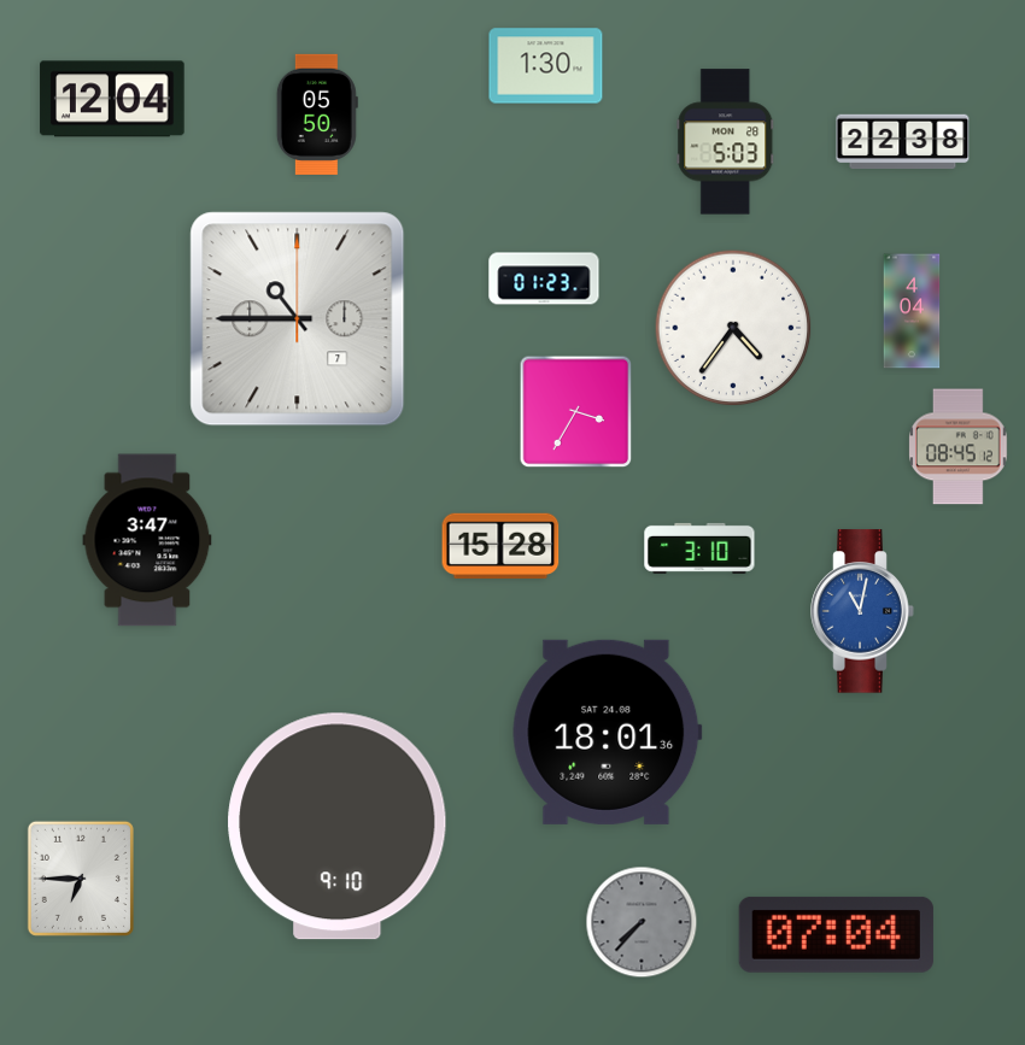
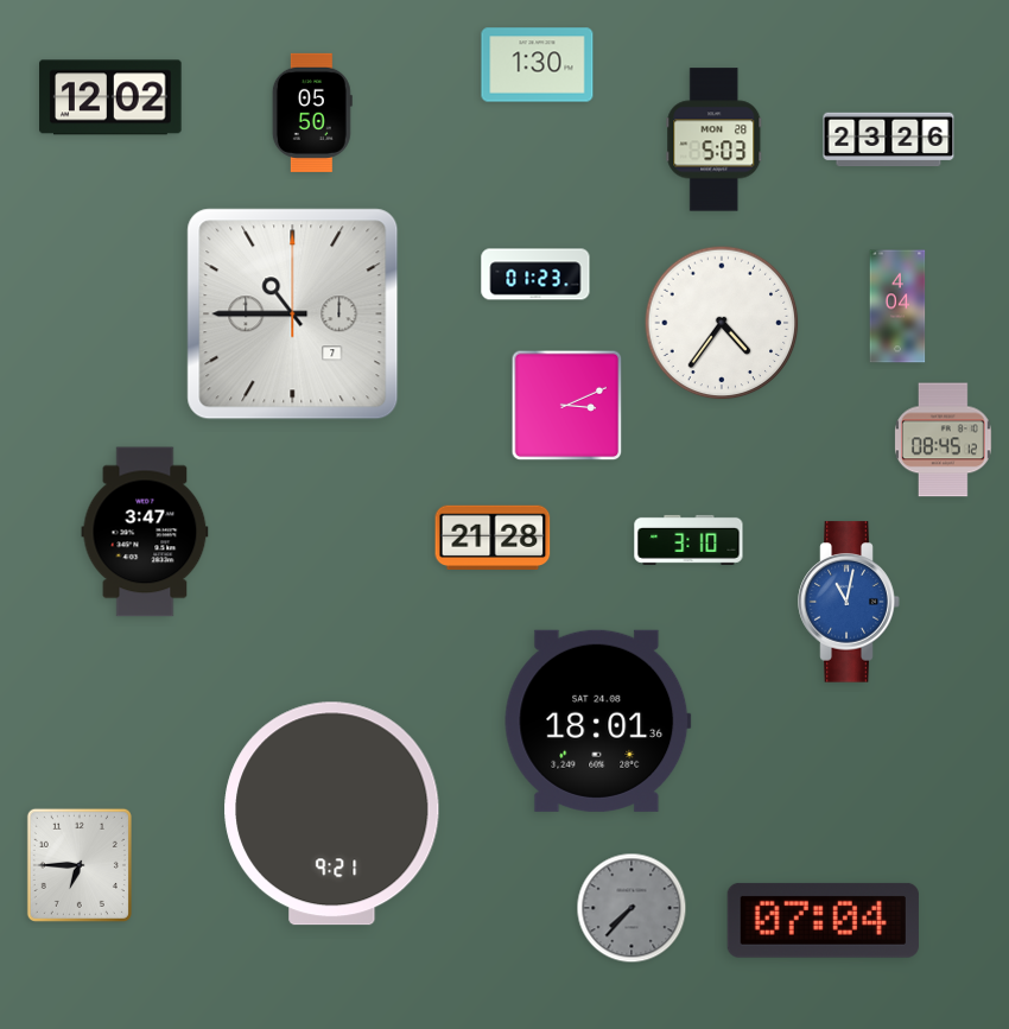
clock at (112, 99): 12:04 -> 12:02
clock at (903, 142): 22:38 -> 23:26
clock at (576, 412): 3:35 -> 3:11
clock at (500, 546): 15:28 -> 21:28
clock at (338, 827): 9:10 -> 9:21
